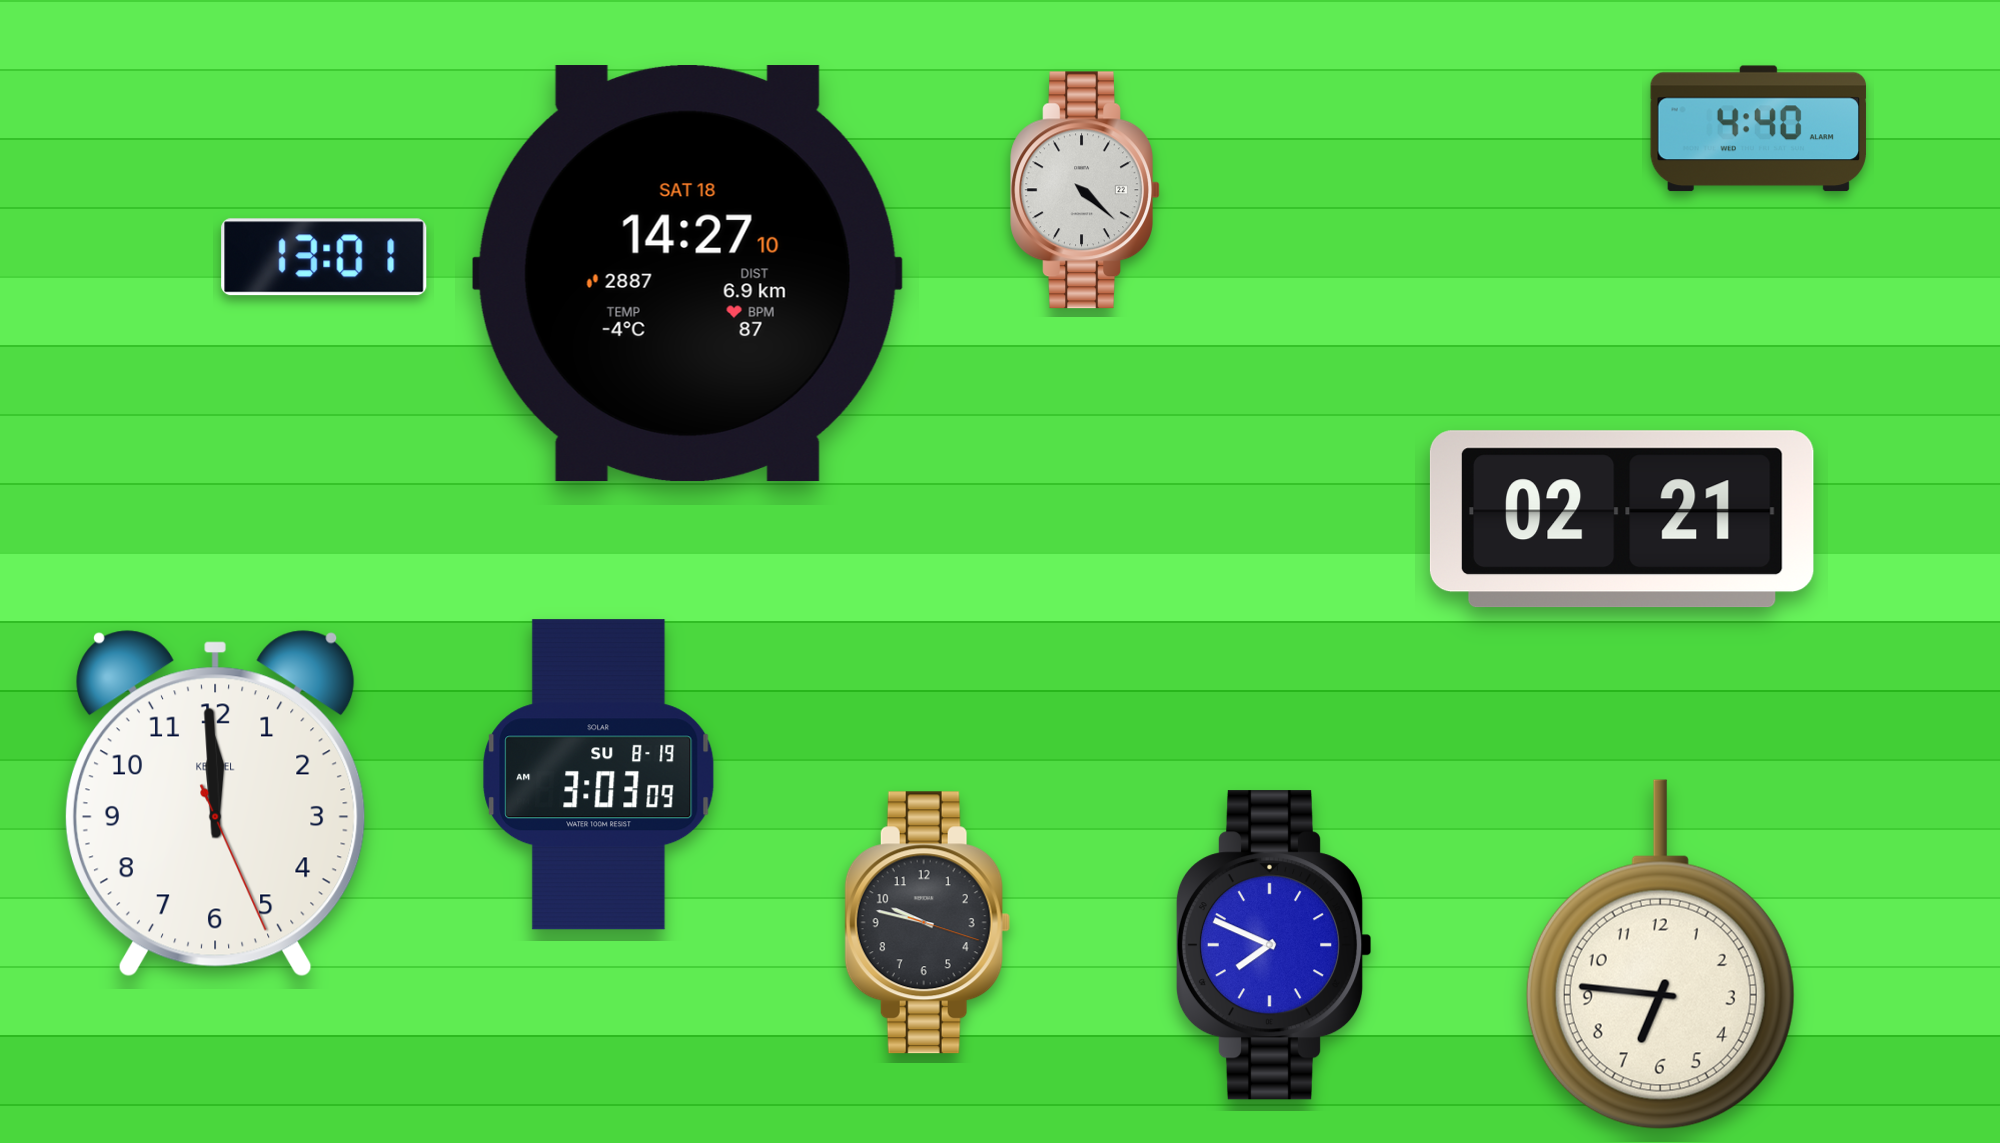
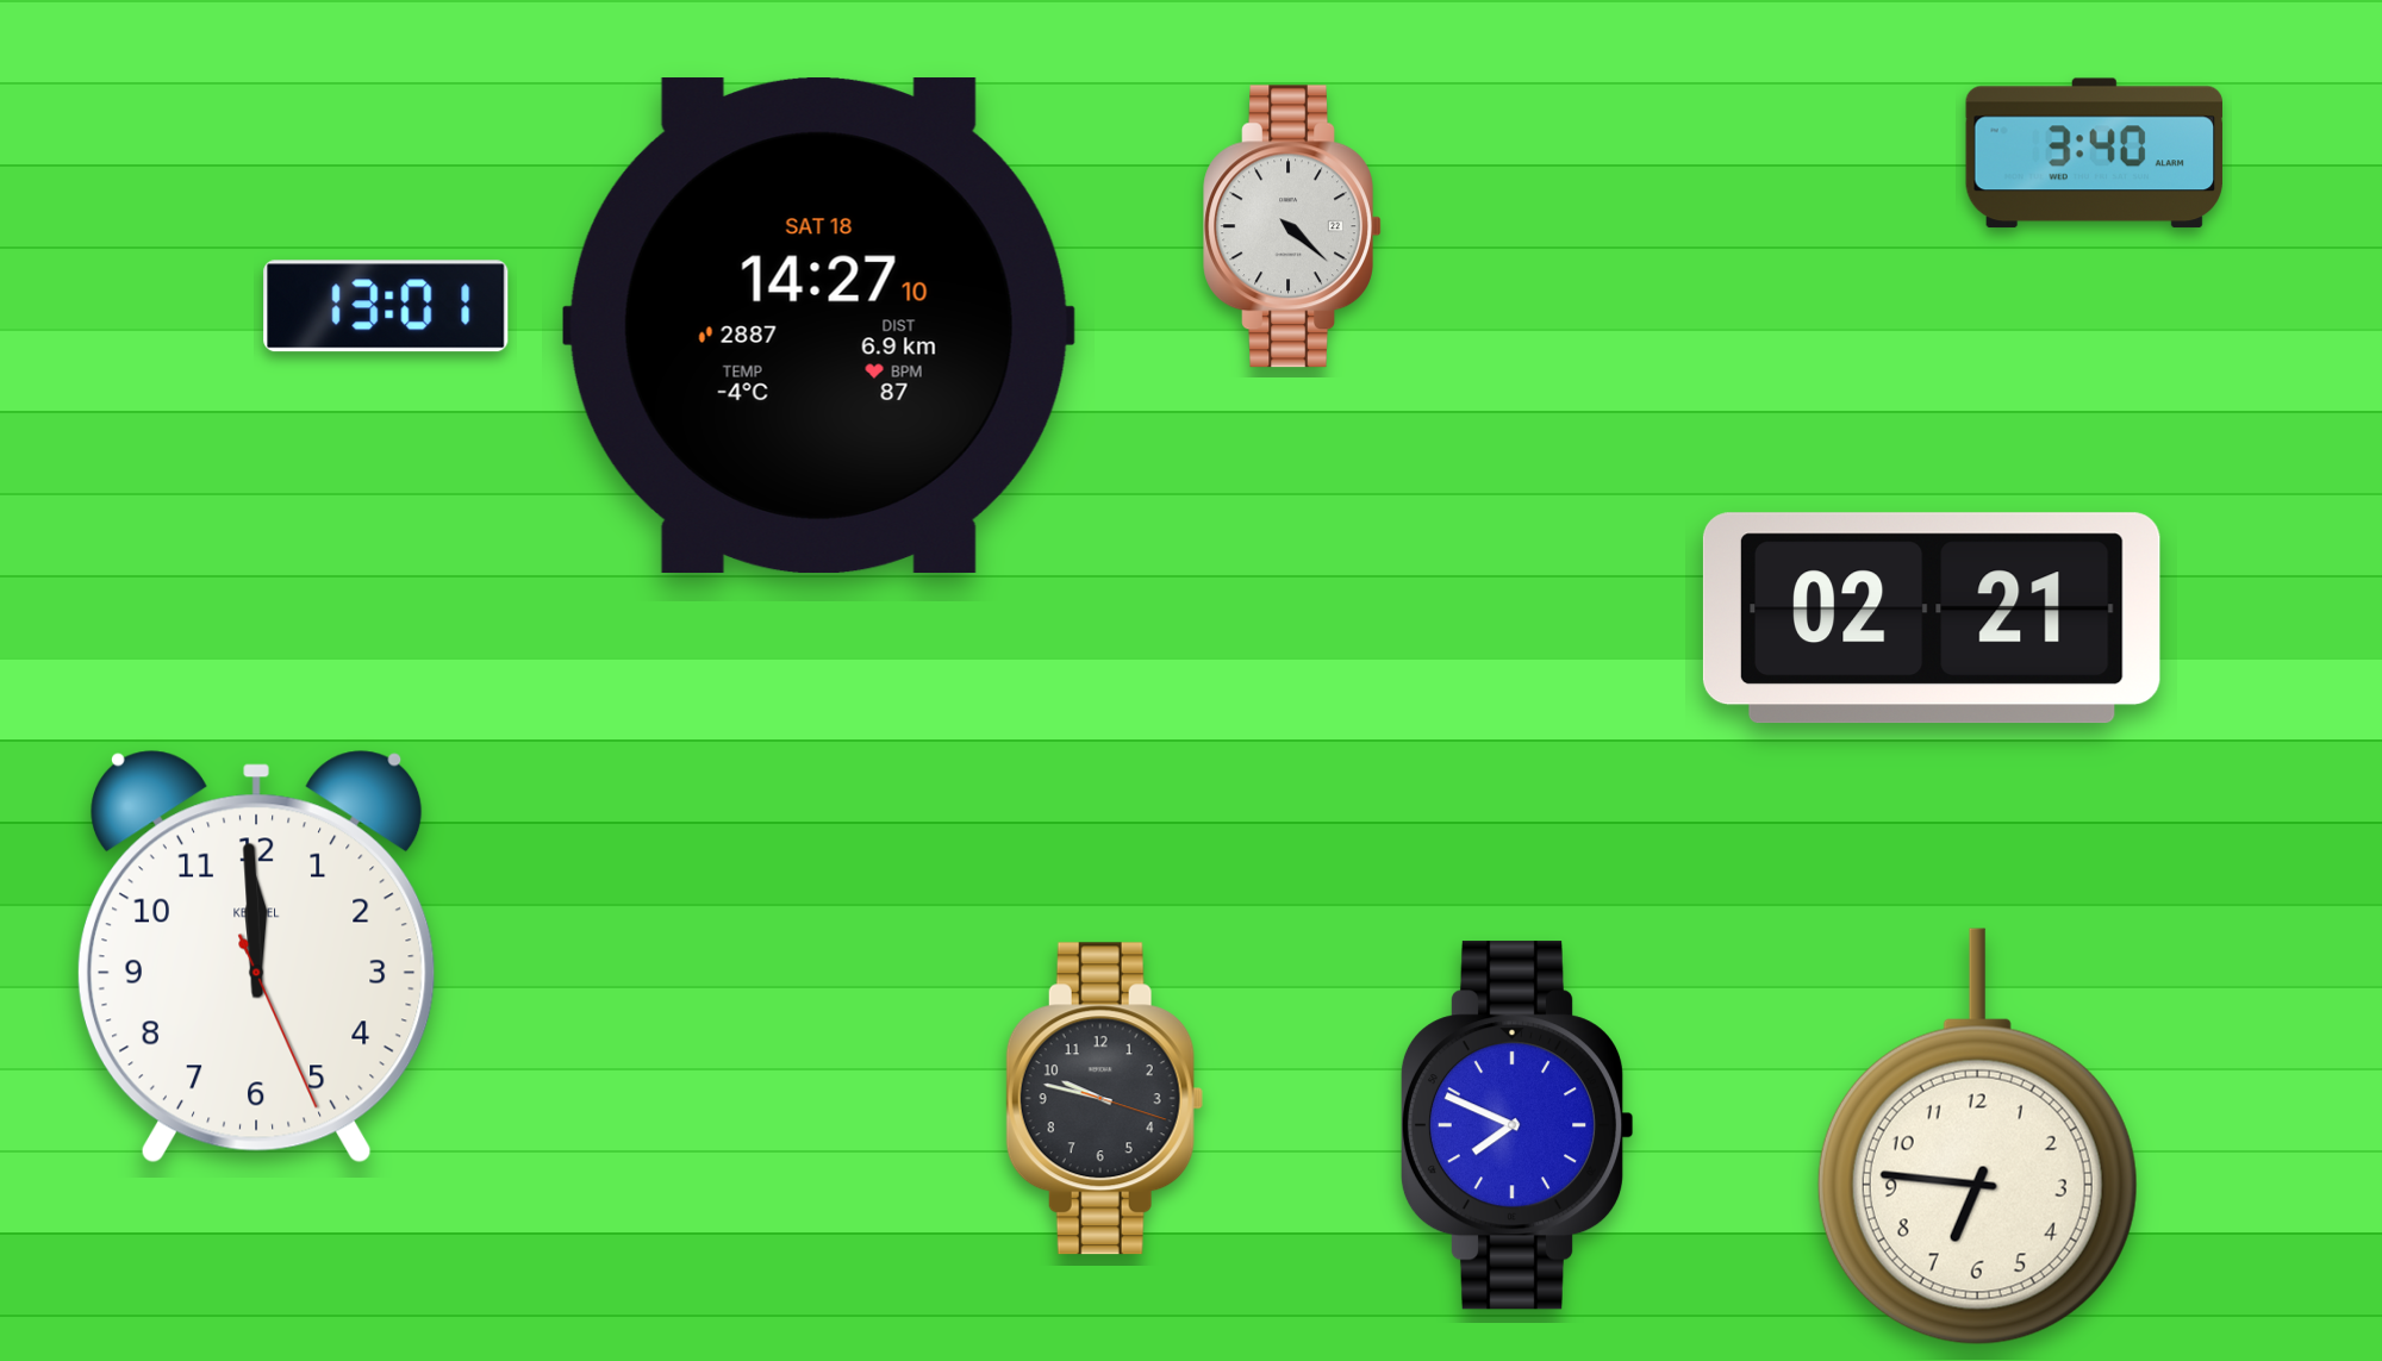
clock at (1758, 129): 4:40 -> 3:40
clock at (599, 775): 3:03 -> none
